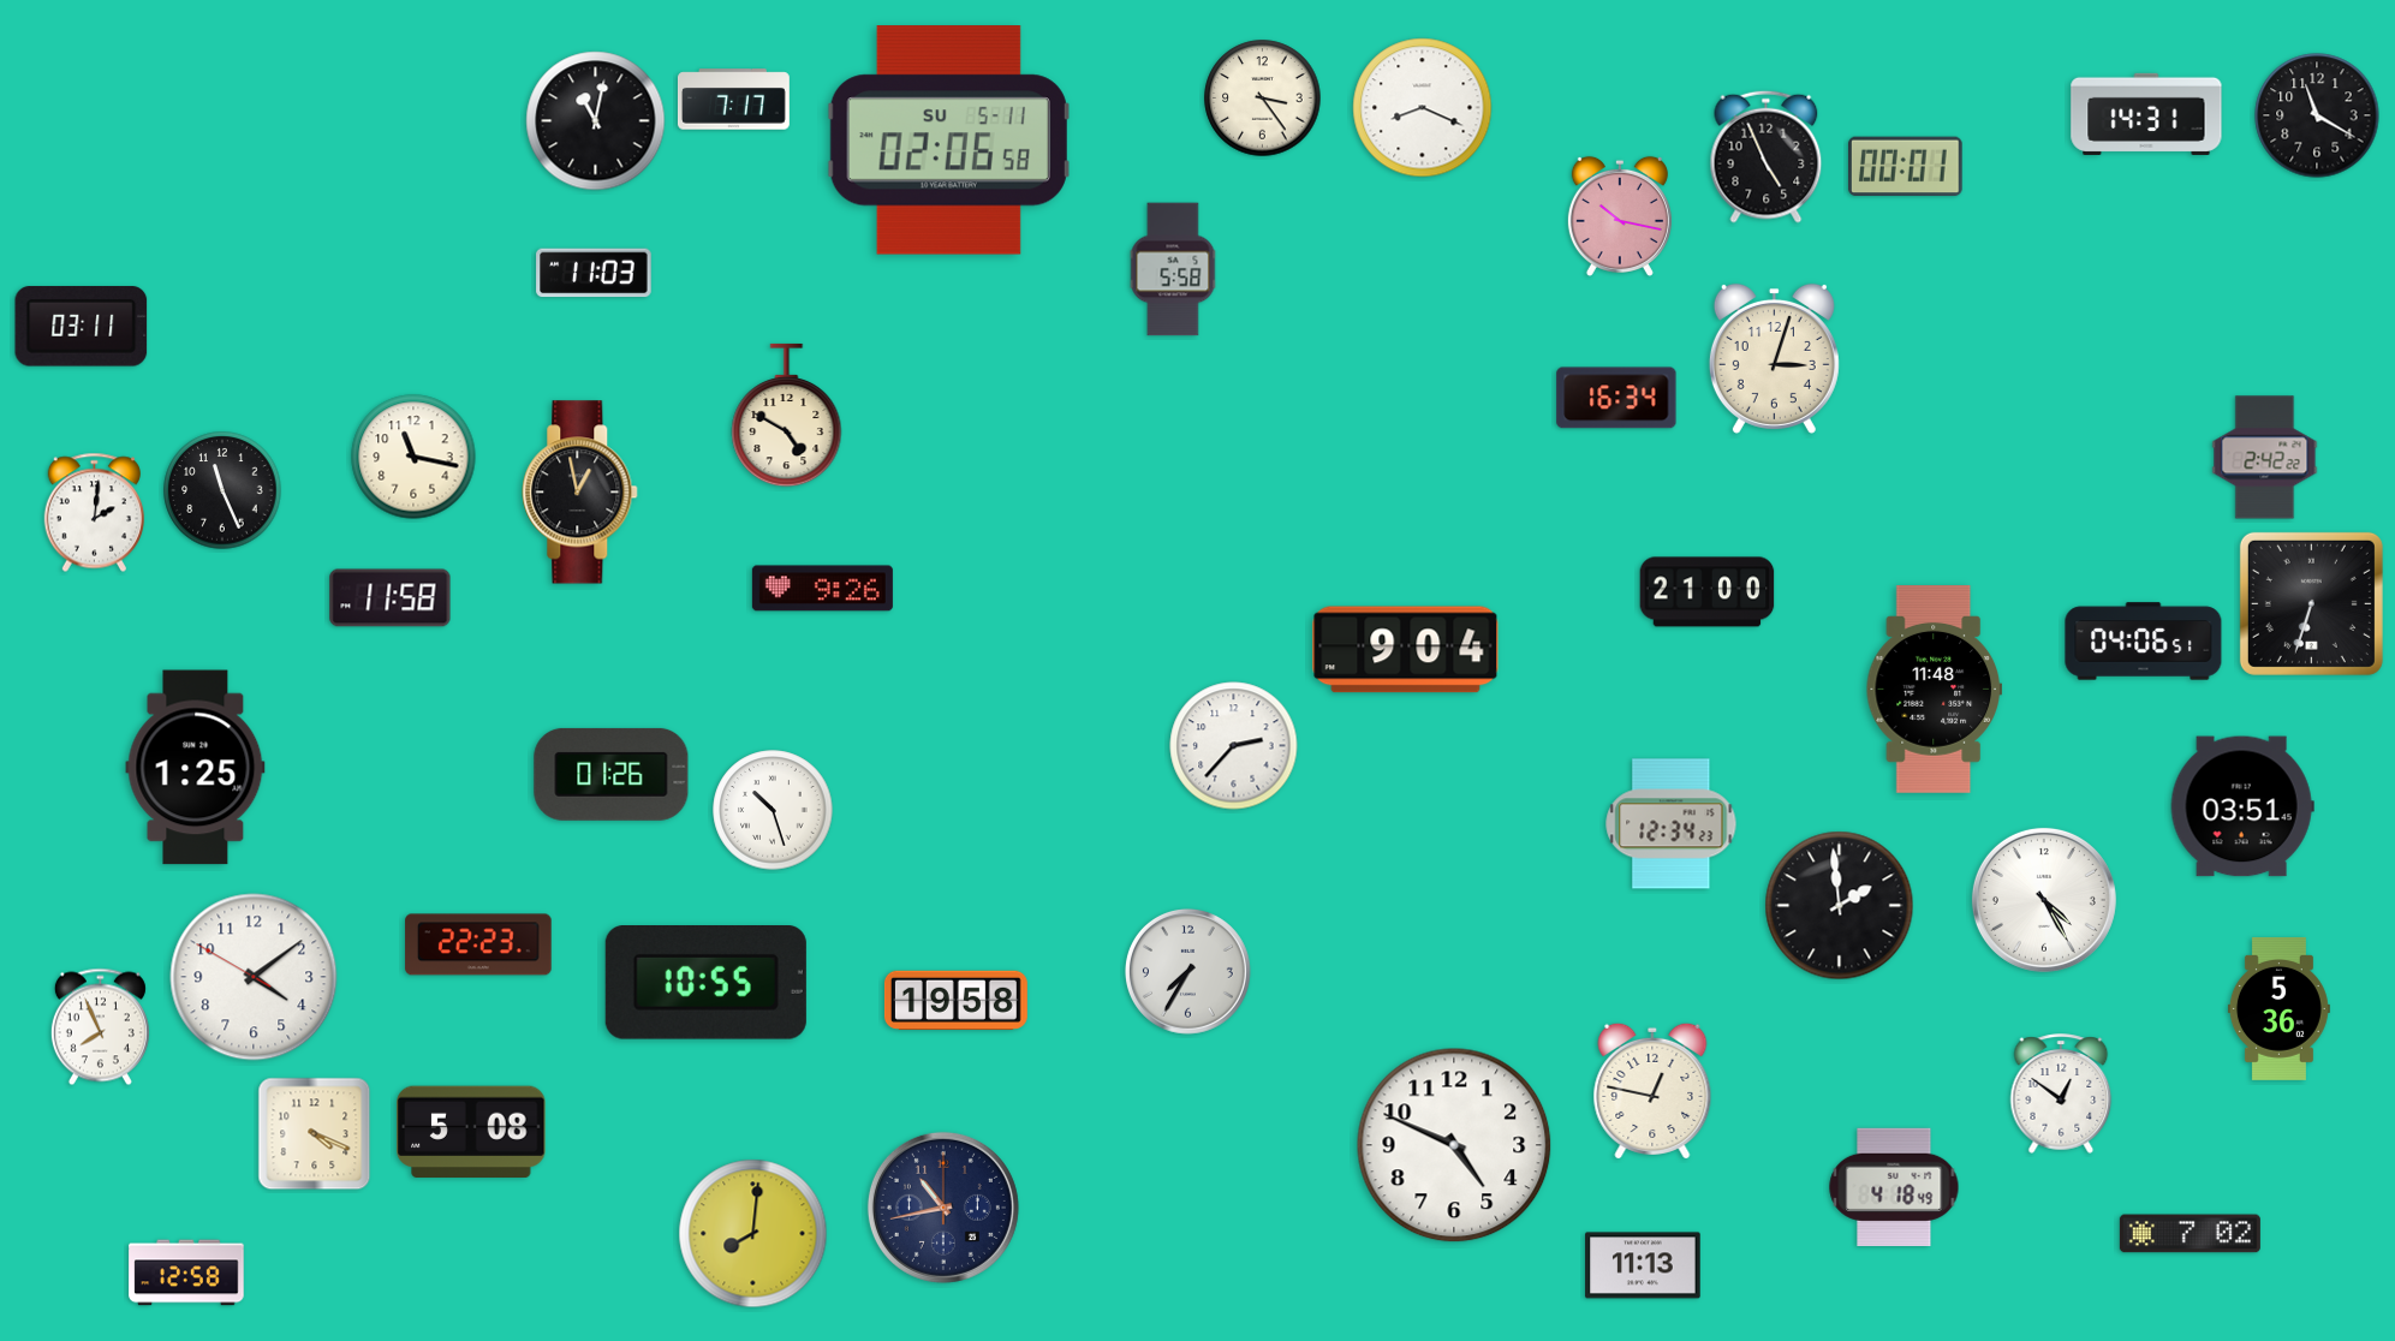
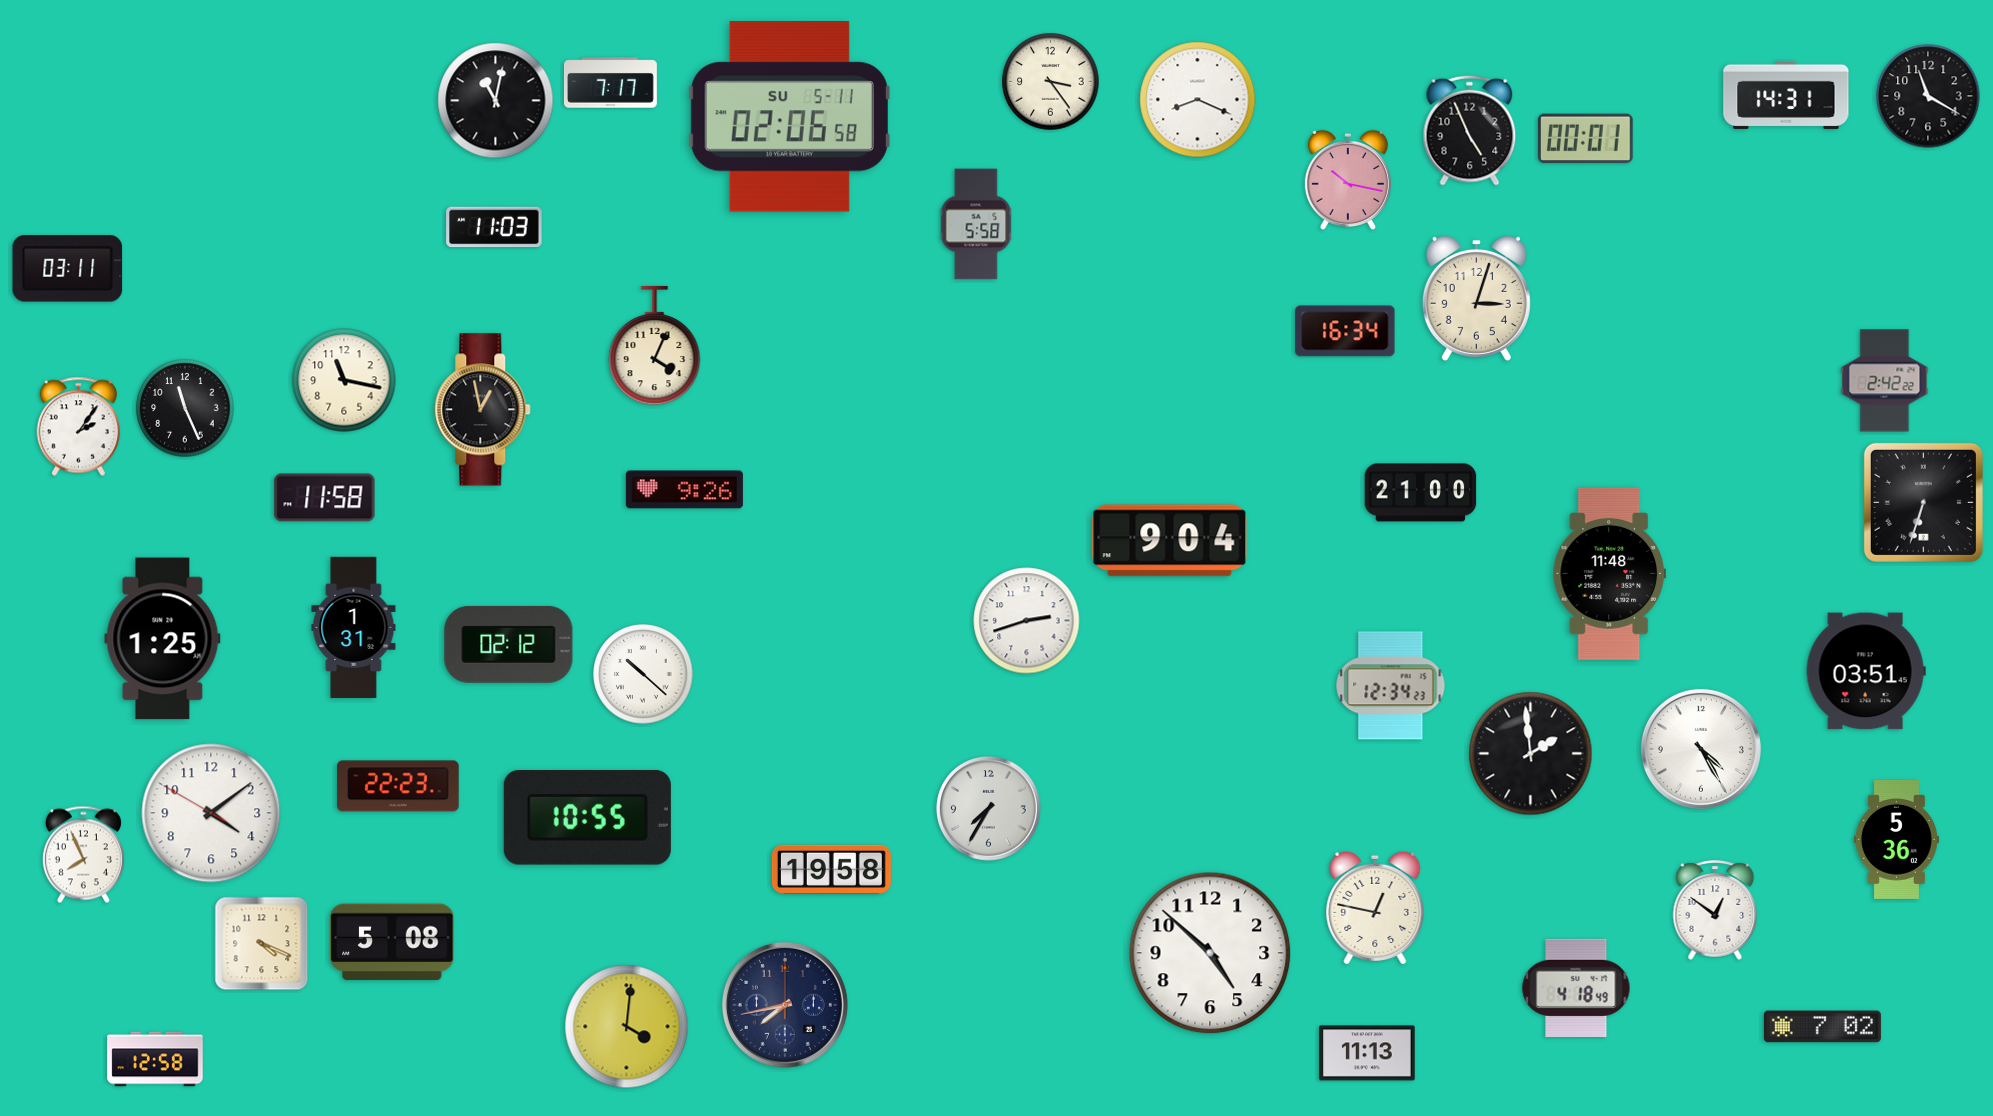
clock at (1423, 108) position: (1423, 108) -> (1198, 100)
clock at (82, 327) position: (82, 327) -> (68, 269)
clock at (787, 416): 4:50 -> 4:04
clock at (94, 513): 2:01 -> 2:06
clock at (2144, 642): 04:06 -> none
clock at (1234, 746): 2:37 -> 2:42
clock at (354, 627): none -> 1:31
clock at (612, 774): 01:26 -> 02:12
clock at (773, 810): 10:27 -> 10:22
clock at (955, 1000) position: (955, 1000) -> (831, 869)
clock at (1454, 1145): 4:49 -> 4:52
clock at (943, 1208): 10:43 -> 7:43
clock at (753, 1234): 8:01 -> 4:01
